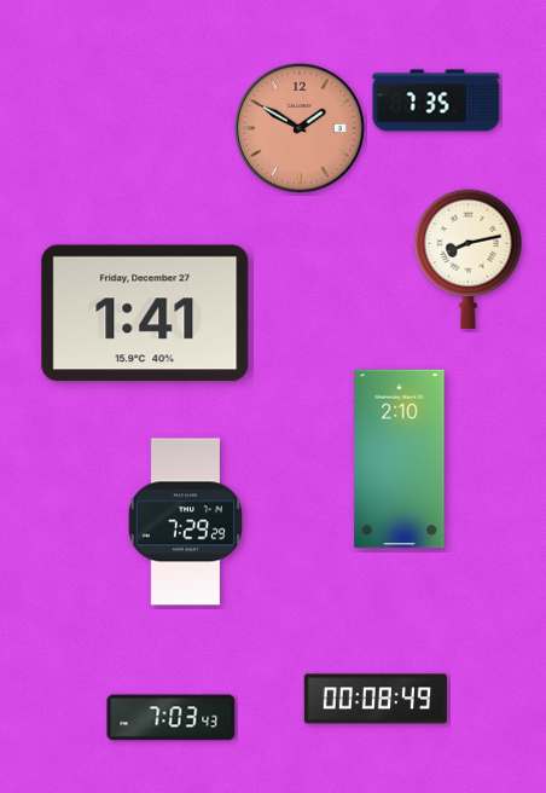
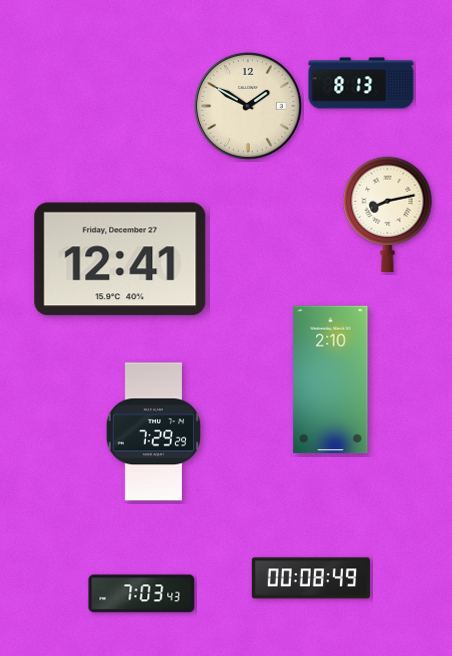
clock at (436, 100): 7:35 -> 8:13
clock at (300, 128) dial: salmon -> cream
clock at (145, 313): 1:41 -> 12:41
